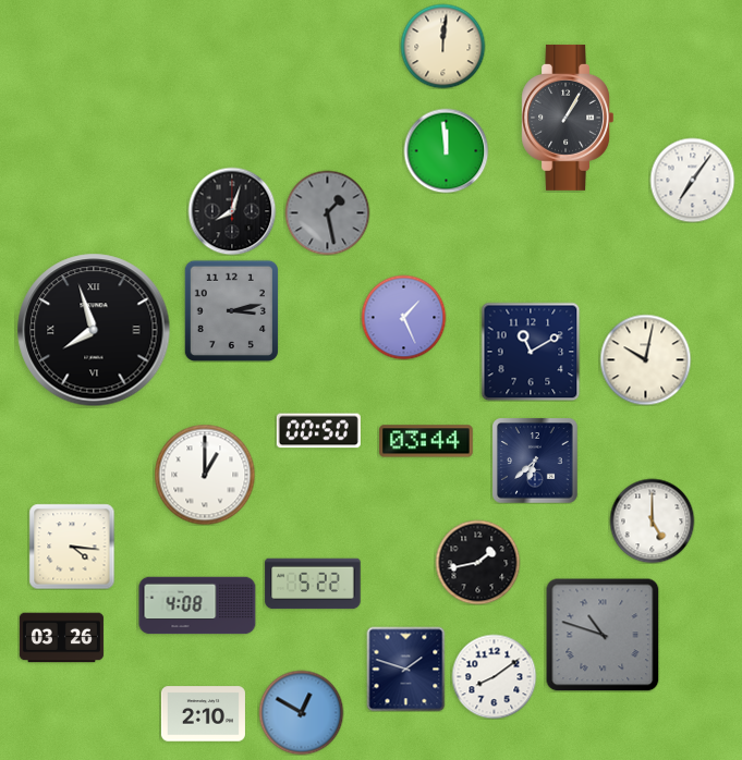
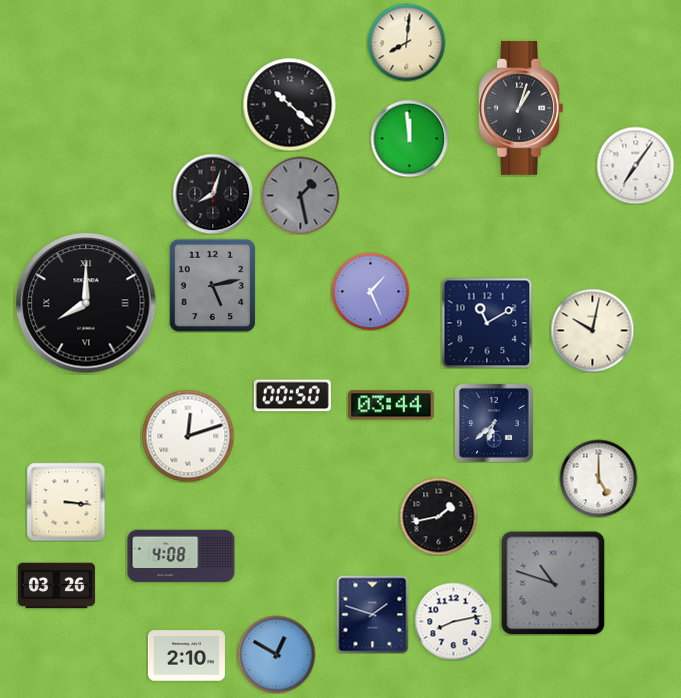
clock at (442, 46): 12:01 -> 8:01
clock at (289, 104): none -> 10:22
clock at (567, 118): 1:05 -> 1:03
clock at (231, 310): 3:13 -> 5:13
clock at (94, 330): 7:57 -> 8:00
clock at (535, 461) position: (535, 461) -> (494, 423)
clock at (205, 475): 1:00 -> 12:12
clock at (72, 547): 4:16 -> 3:16
clock at (313, 584): 5:22 -> none
clock at (494, 676): 8:09 -> 8:13
